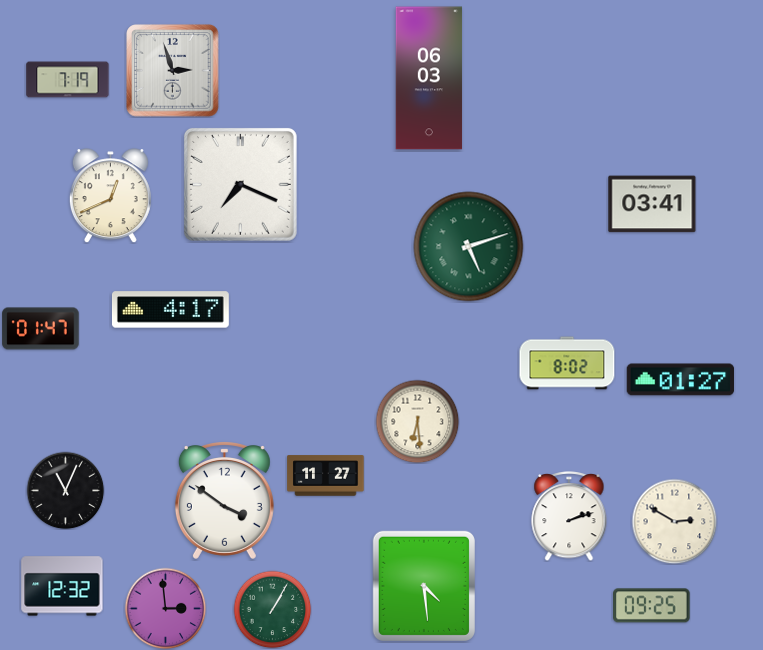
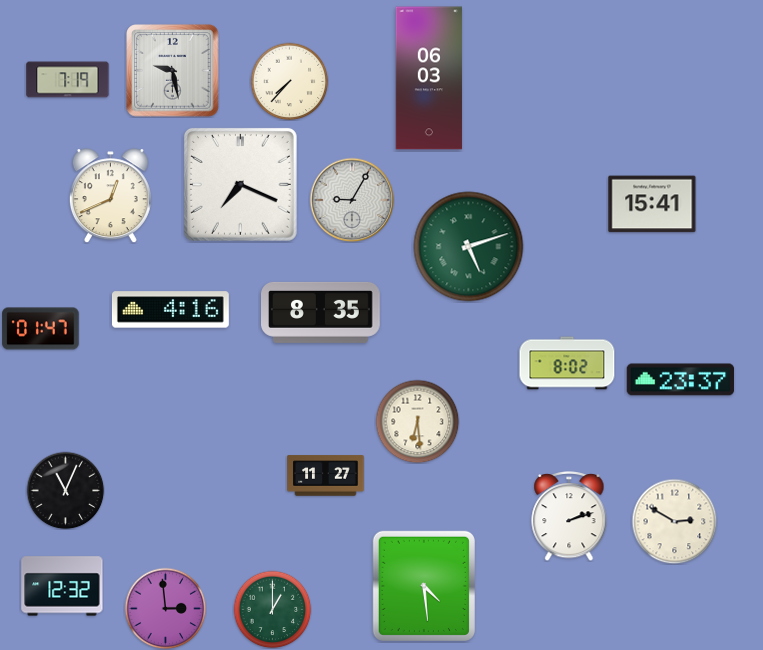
clock at (173, 71): 2:57 -> 9:28
clock at (289, 81): none -> 7:37
clock at (352, 200): none -> 9:05
clock at (652, 204): 03:41 -> 15:41
clock at (170, 310): 4:17 -> 4:16
clock at (321, 312): none -> 8:35
clock at (681, 380): 01:27 -> 23:37
clock at (224, 501): 3:51 -> none
clock at (652, 606): 09:25 -> none
clock at (272, 609): 1:05 -> 1:00
